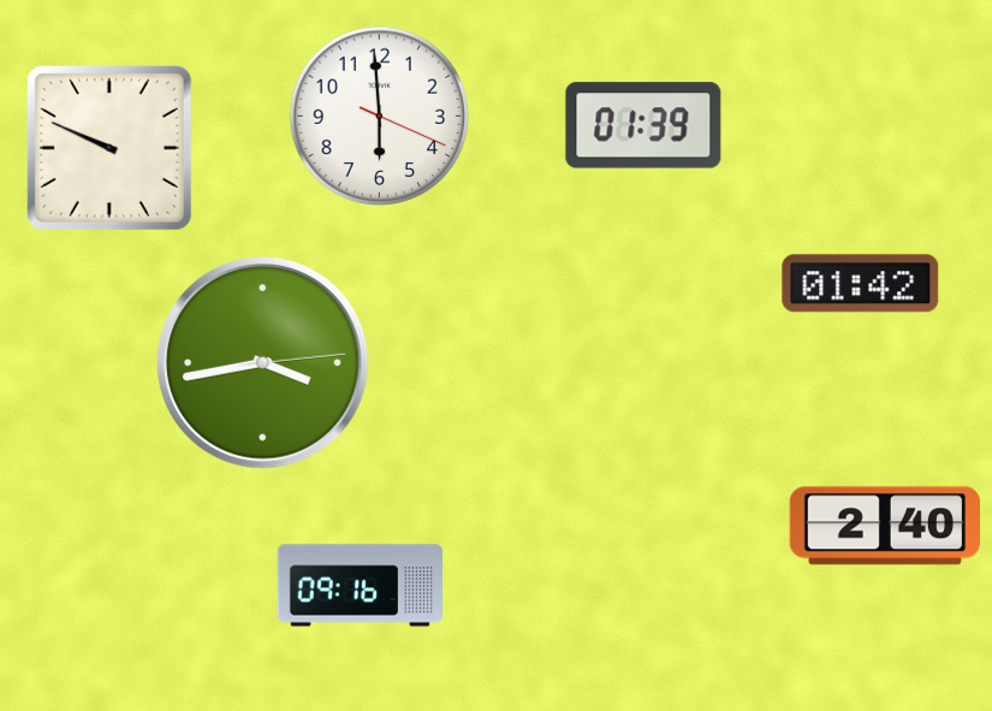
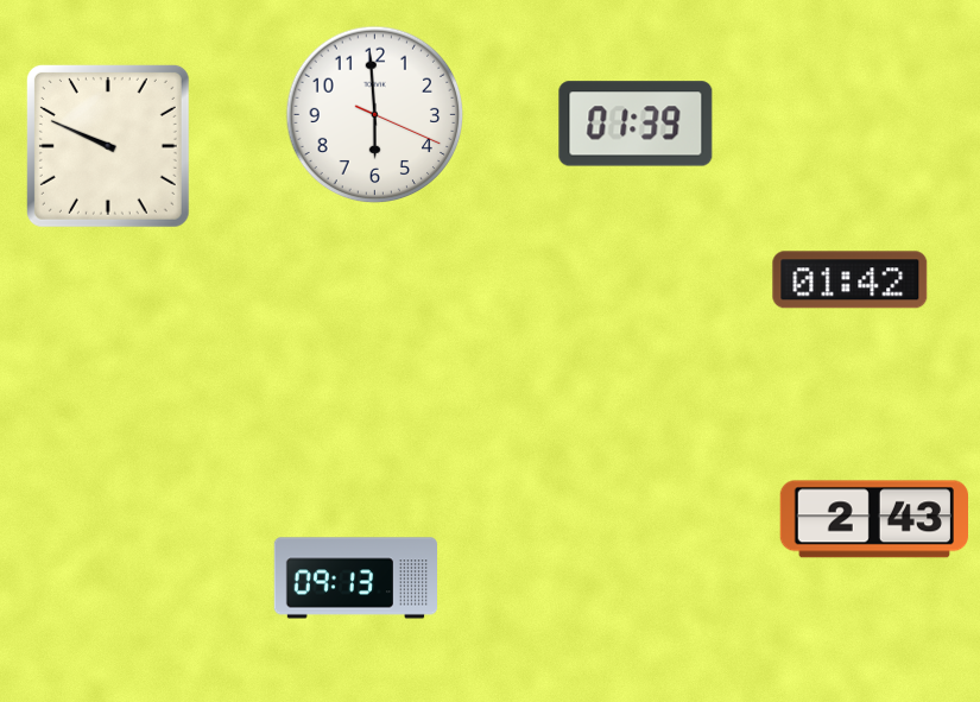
clock at (263, 363): 3:43 -> none
clock at (884, 526): 2:40 -> 2:43
clock at (361, 586): 09:16 -> 09:13
